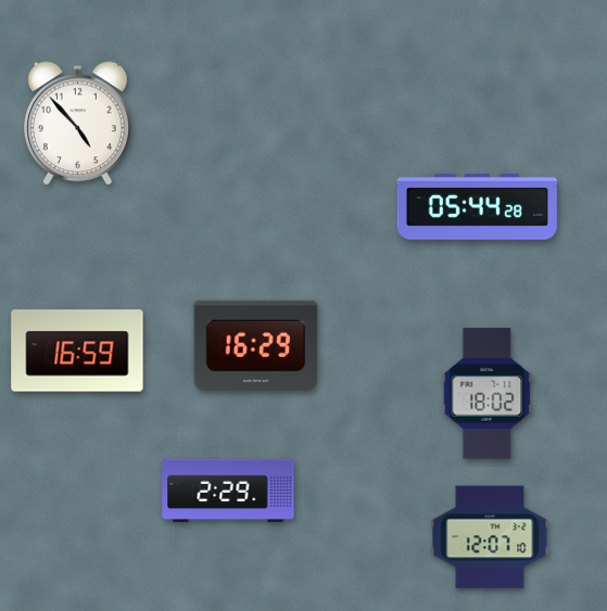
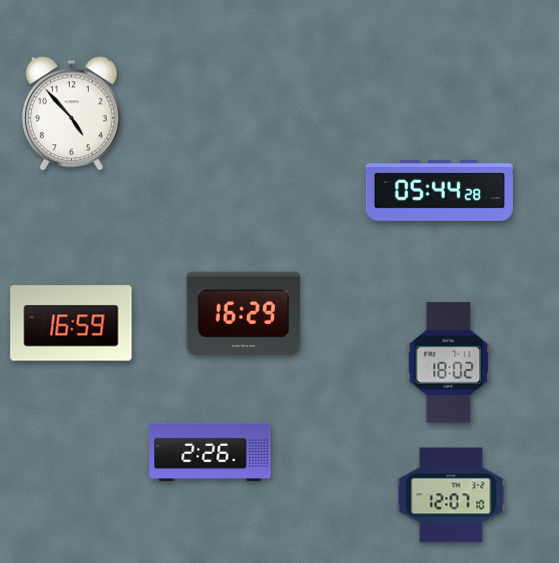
clock at (256, 345) position: (256, 345) -> (244, 313)
clock at (228, 491): 2:29 -> 2:26
